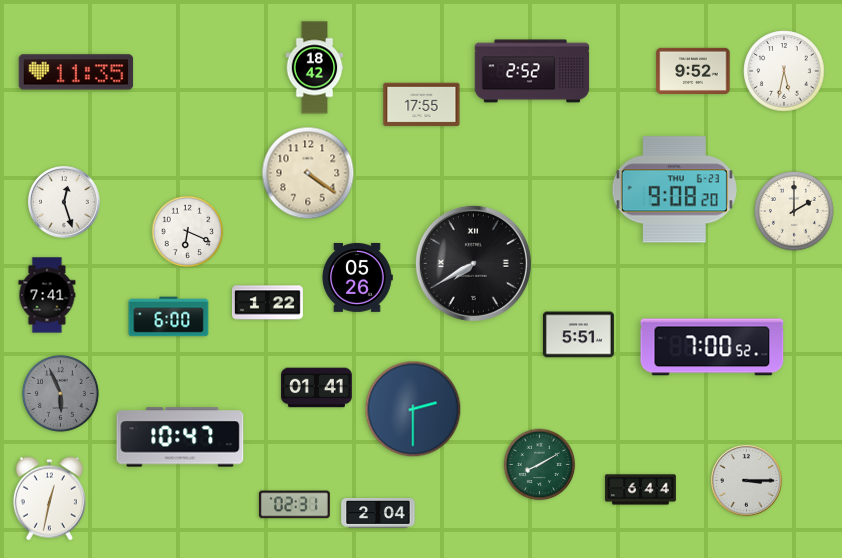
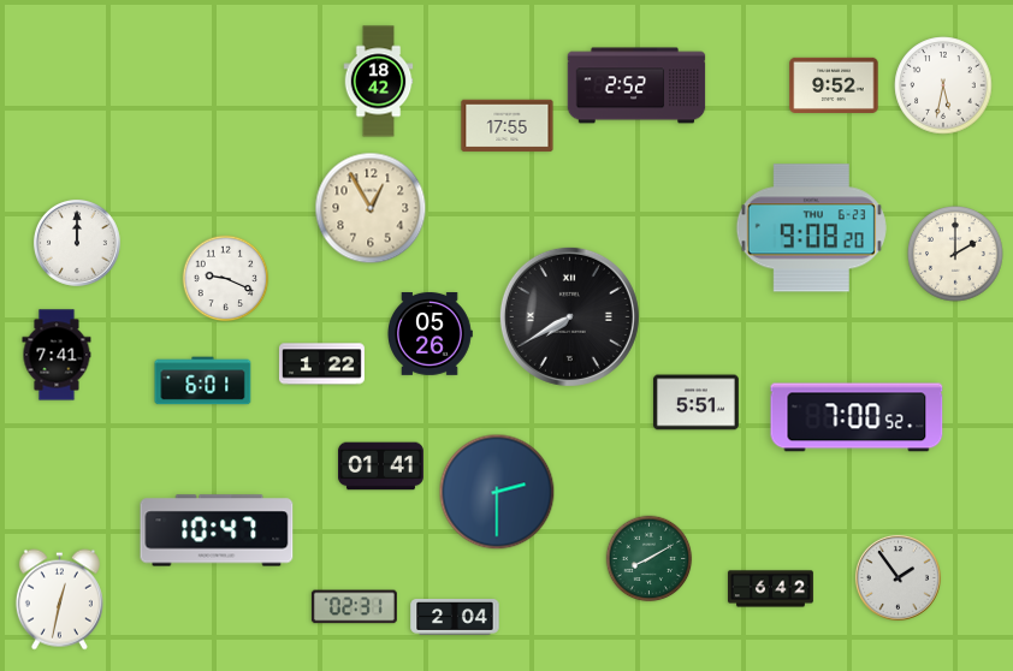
clock at (532, 71) position: (532, 71) -> (636, 85)
clock at (76, 72): 11:35 -> none
clock at (308, 173): 4:21 -> 12:55
clock at (64, 202): 12:27 -> 12:00
clock at (188, 232): 6:19 -> 9:19
clock at (169, 317): 6:00 -> 6:01
clock at (60, 393): 5:56 -> none
clock at (180, 437) position: (180, 437) -> (217, 530)
clock at (746, 480): 3:15 -> 1:54
clock at (641, 490): 6:44 -> 6:42
